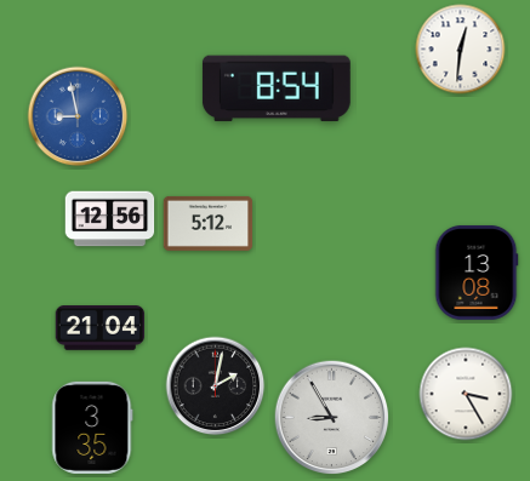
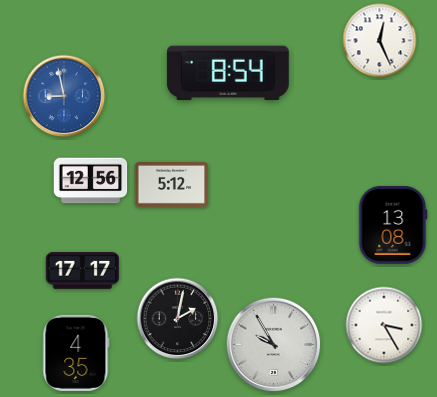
clock at (461, 50): 12:31 -> 12:26
clock at (101, 328): 21:04 -> 17:17
clock at (332, 418): 8:55 -> 9:55
clock at (92, 428): 3:35 -> 4:35
